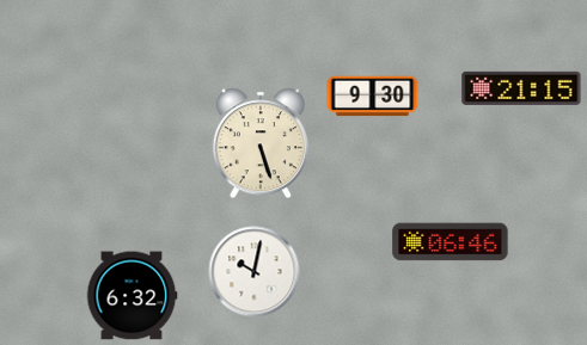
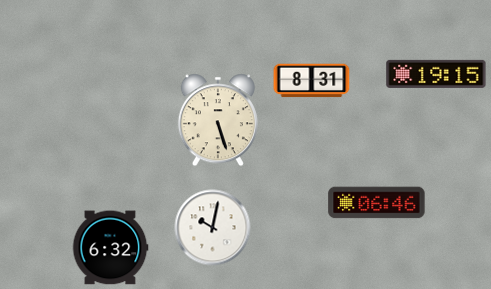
clock at (521, 88): 21:15 -> 19:15
clock at (373, 97): 9:30 -> 8:31
